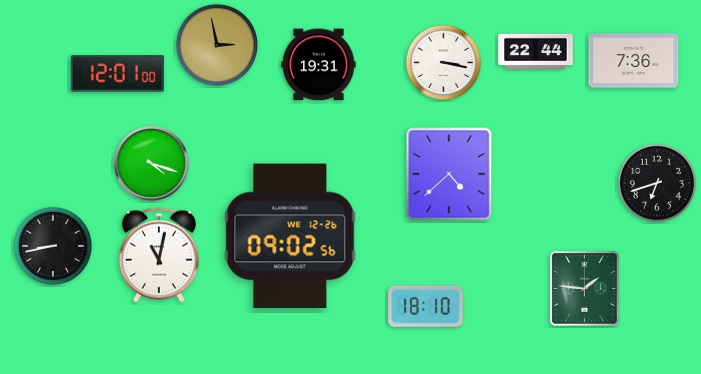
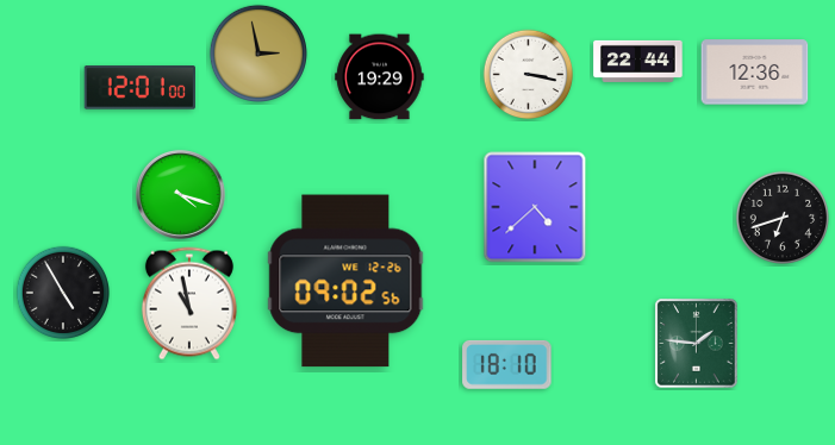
clock at (634, 61): 7:36 -> 12:36
clock at (319, 65): 19:31 -> 19:29
clock at (53, 246): 8:43 -> 4:55
clock at (159, 255): 11:02 -> 10:58
